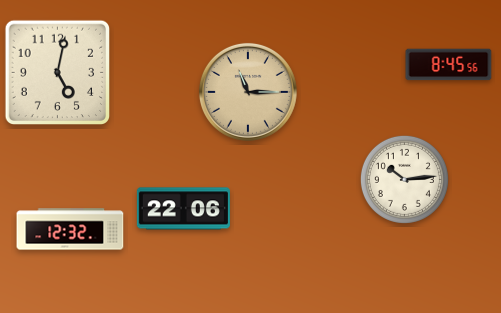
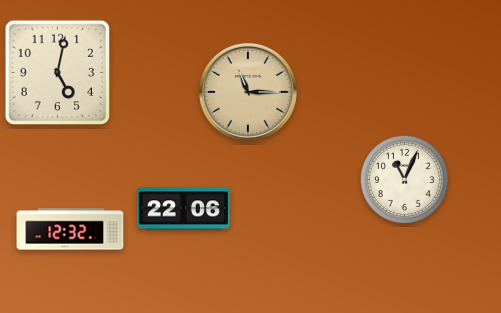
clock at (449, 65): 8:45 -> none
clock at (404, 179): 10:14 -> 11:04
